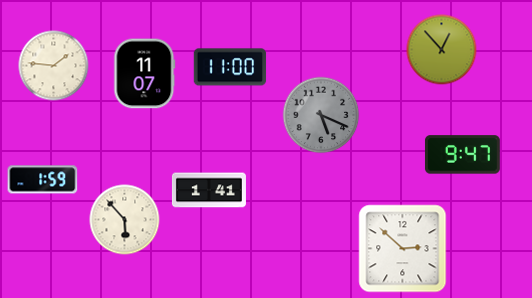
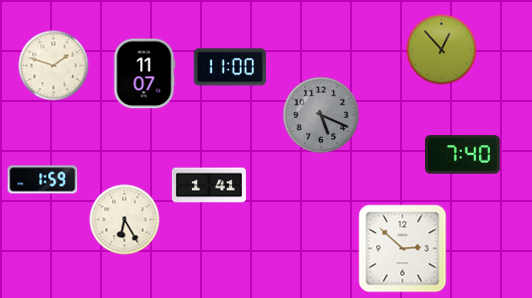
clock at (54, 66): 1:46 -> 1:48
clock at (462, 155): 9:47 -> 7:40
clock at (209, 190) position: (209, 190) -> (209, 185)
clock at (125, 220): 5:53 -> 6:25
